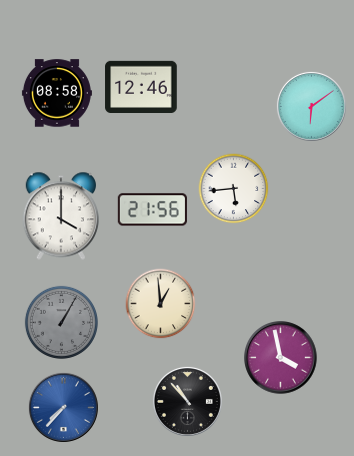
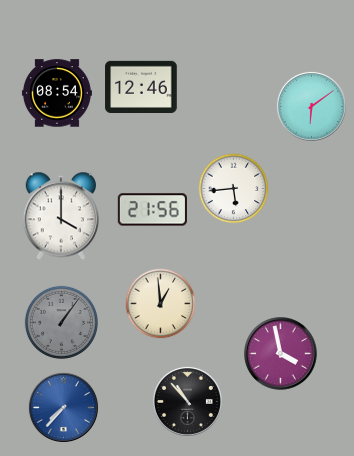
clock at (57, 93): 08:58 -> 08:54
clock at (61, 322): 1:05 -> 1:06
clock at (281, 358) position: (281, 358) -> (281, 354)
